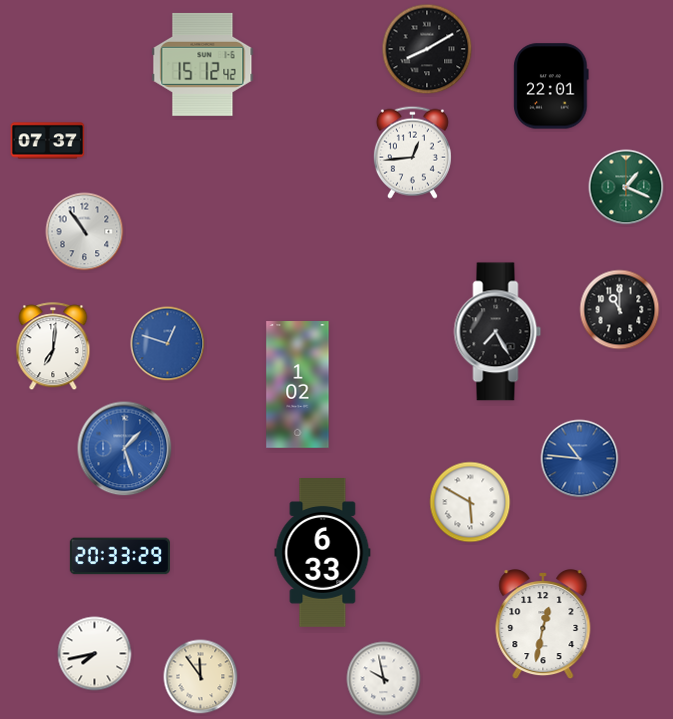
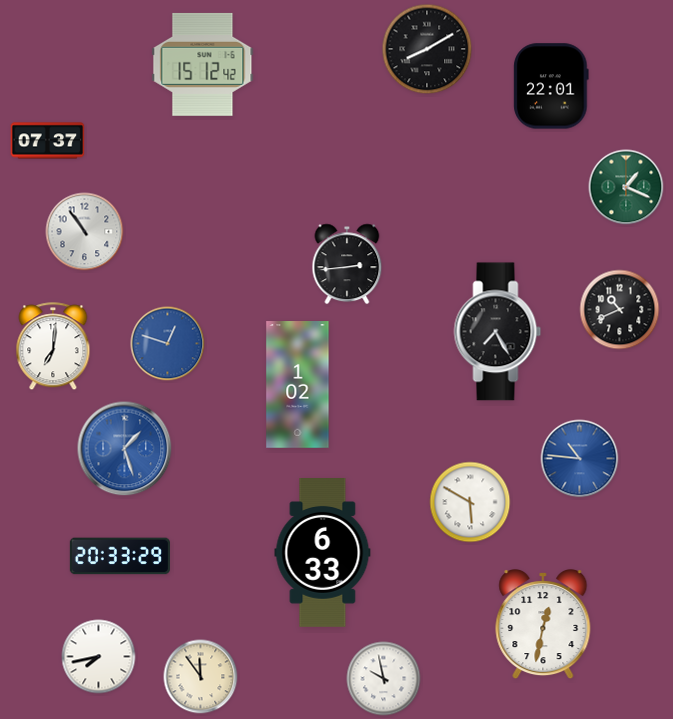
clock at (412, 152): 12:44 -> none
clock at (347, 264): none -> 2:44
clock at (620, 310): 11:00 -> 10:41
clock at (95, 654) position: (95, 654) -> (99, 657)
